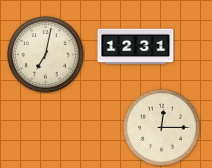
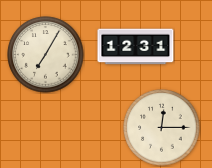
clock at (46, 55): 7:02 -> 7:05
